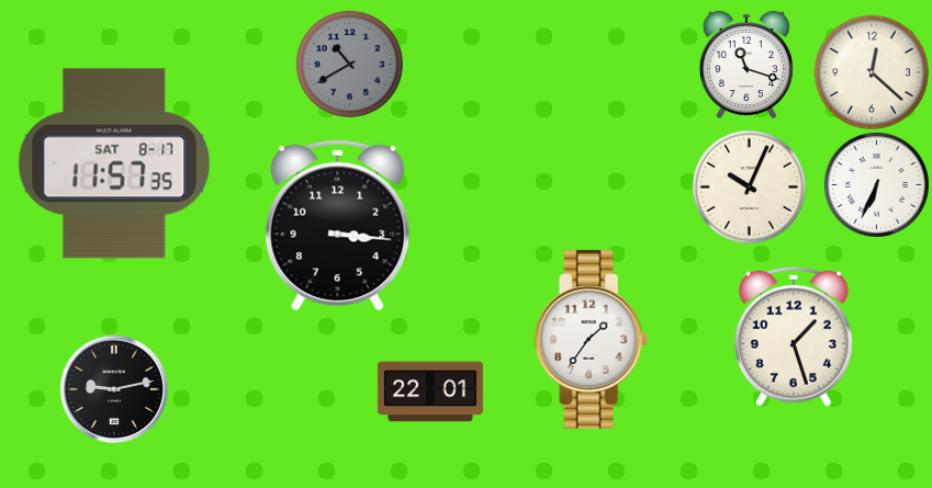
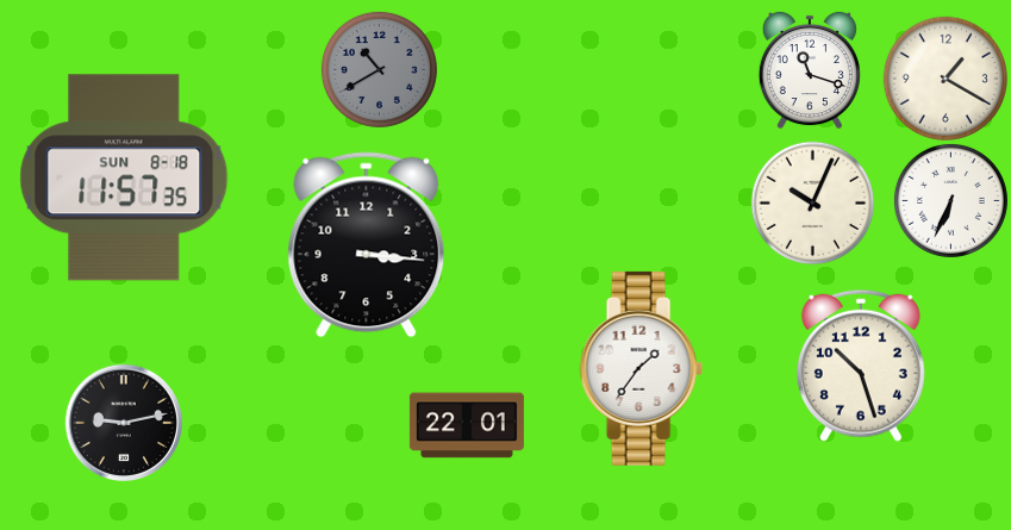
clock at (872, 72): 12:22 -> 1:20
clock at (114, 163) date: SAT 8-17 -> SUN 8-18
clock at (794, 337): 1:27 -> 10:27
